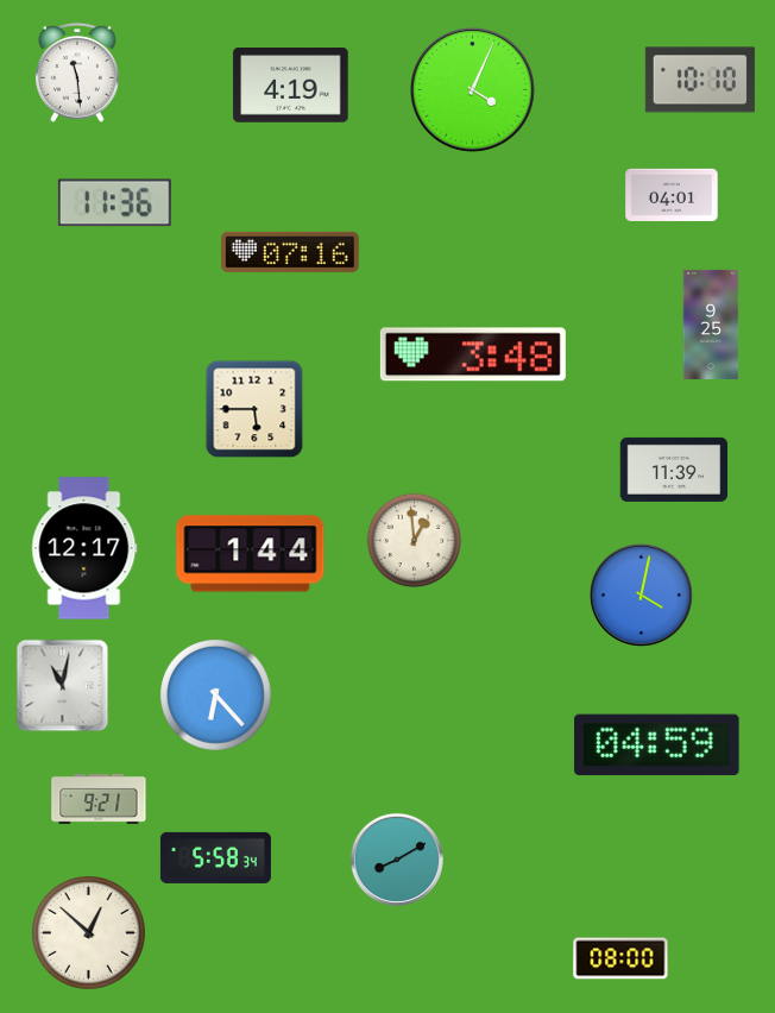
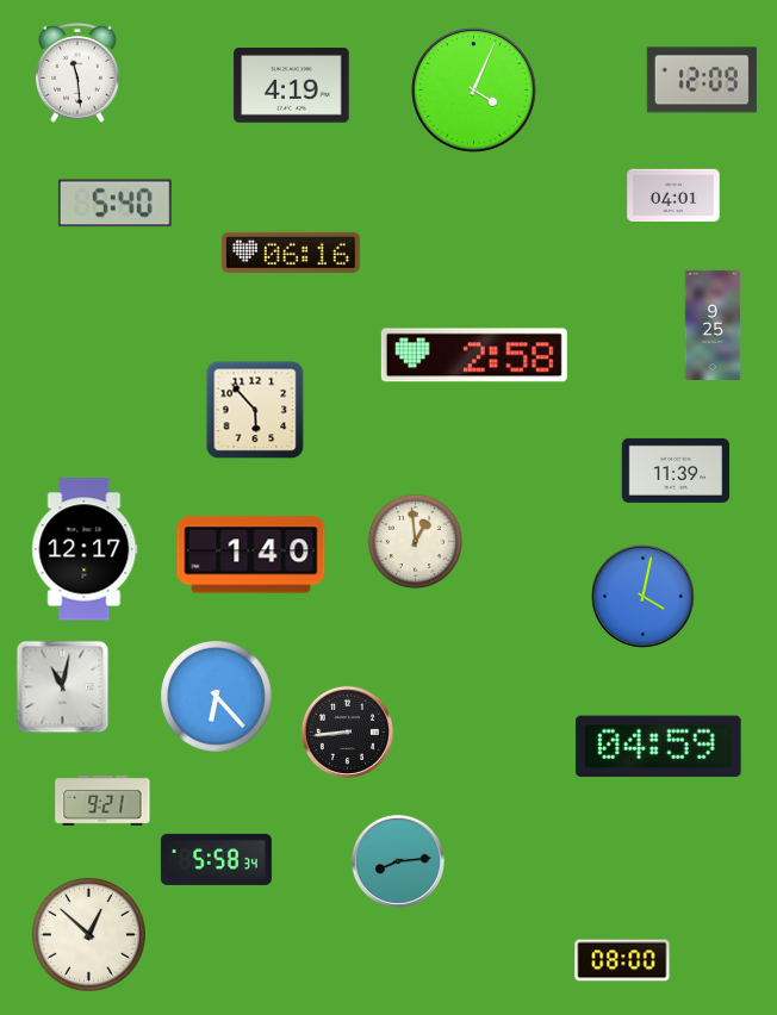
clock at (700, 80): 10:10 -> 12:09
clock at (114, 203): 11:36 -> 5:40
clock at (290, 252): 07:16 -> 06:16
clock at (473, 354): 3:48 -> 2:58
clock at (254, 409): 5:45 -> 5:53
clock at (251, 554): 1:44 -> 1:40
clock at (347, 731): none -> 8:44
clock at (99, 799) position: (99, 799) -> (102, 801)
clock at (397, 860): 8:10 -> 8:14
